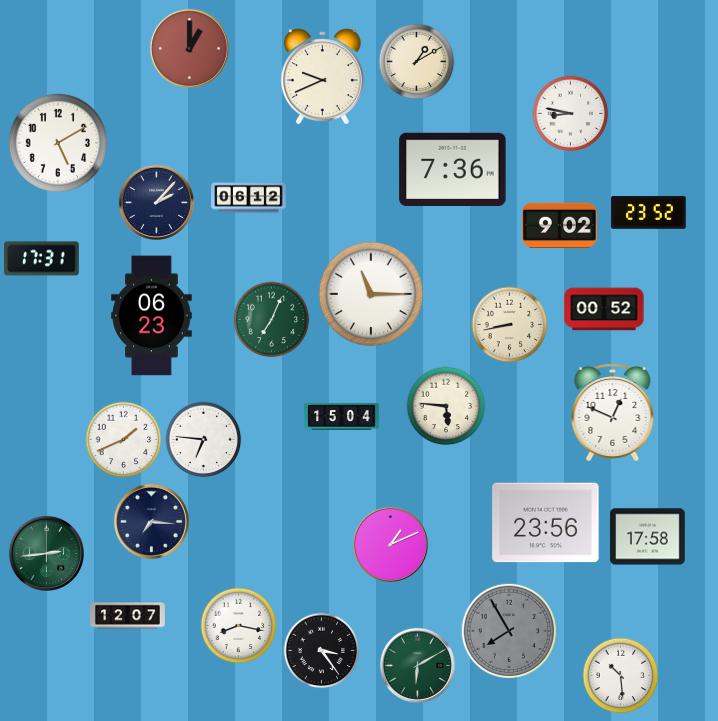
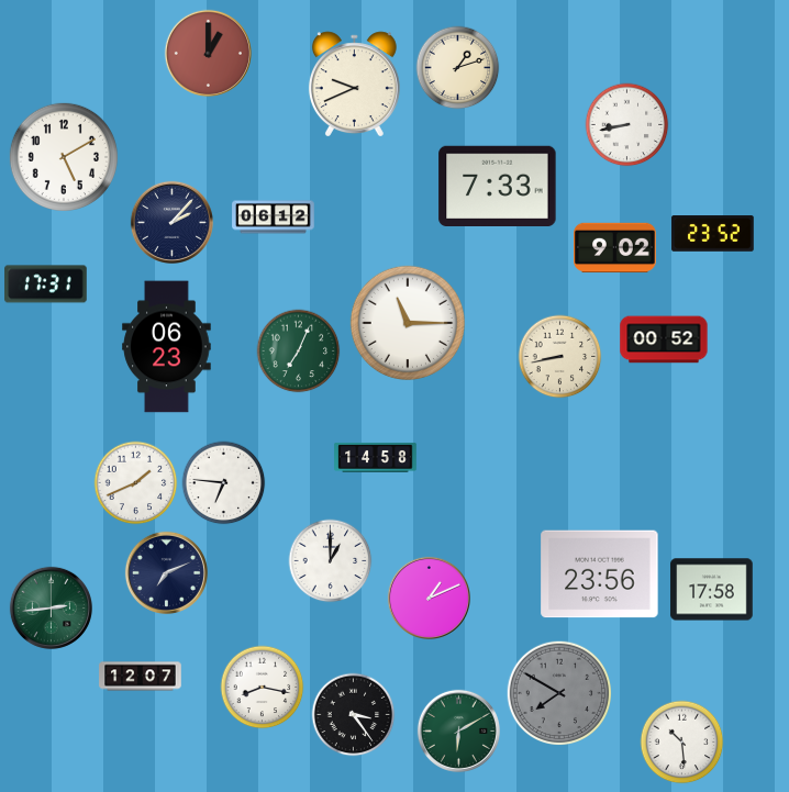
clock at (417, 62): 1:10 -> 1:12
clock at (571, 114): 8:47 -> 8:43
clock at (453, 169): 7:36 -> 7:33
clock at (446, 406): 5:46 -> none
clock at (613, 413): 12:49 -> none
clock at (342, 416): 15:04 -> 14:58
clock at (331, 561): none -> 1:00
clock at (151, 521): 7:16 -> 7:11
clock at (509, 631): 7:55 -> 7:50
